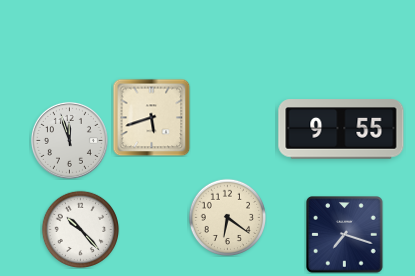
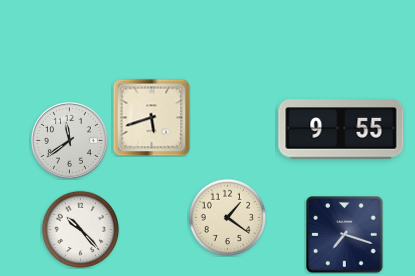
clock at (69, 140): 11:57 -> 11:39
clock at (227, 217): 6:21 -> 1:21
